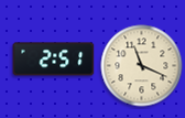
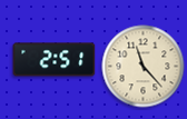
clock at (142, 66): 11:19 -> 11:23
